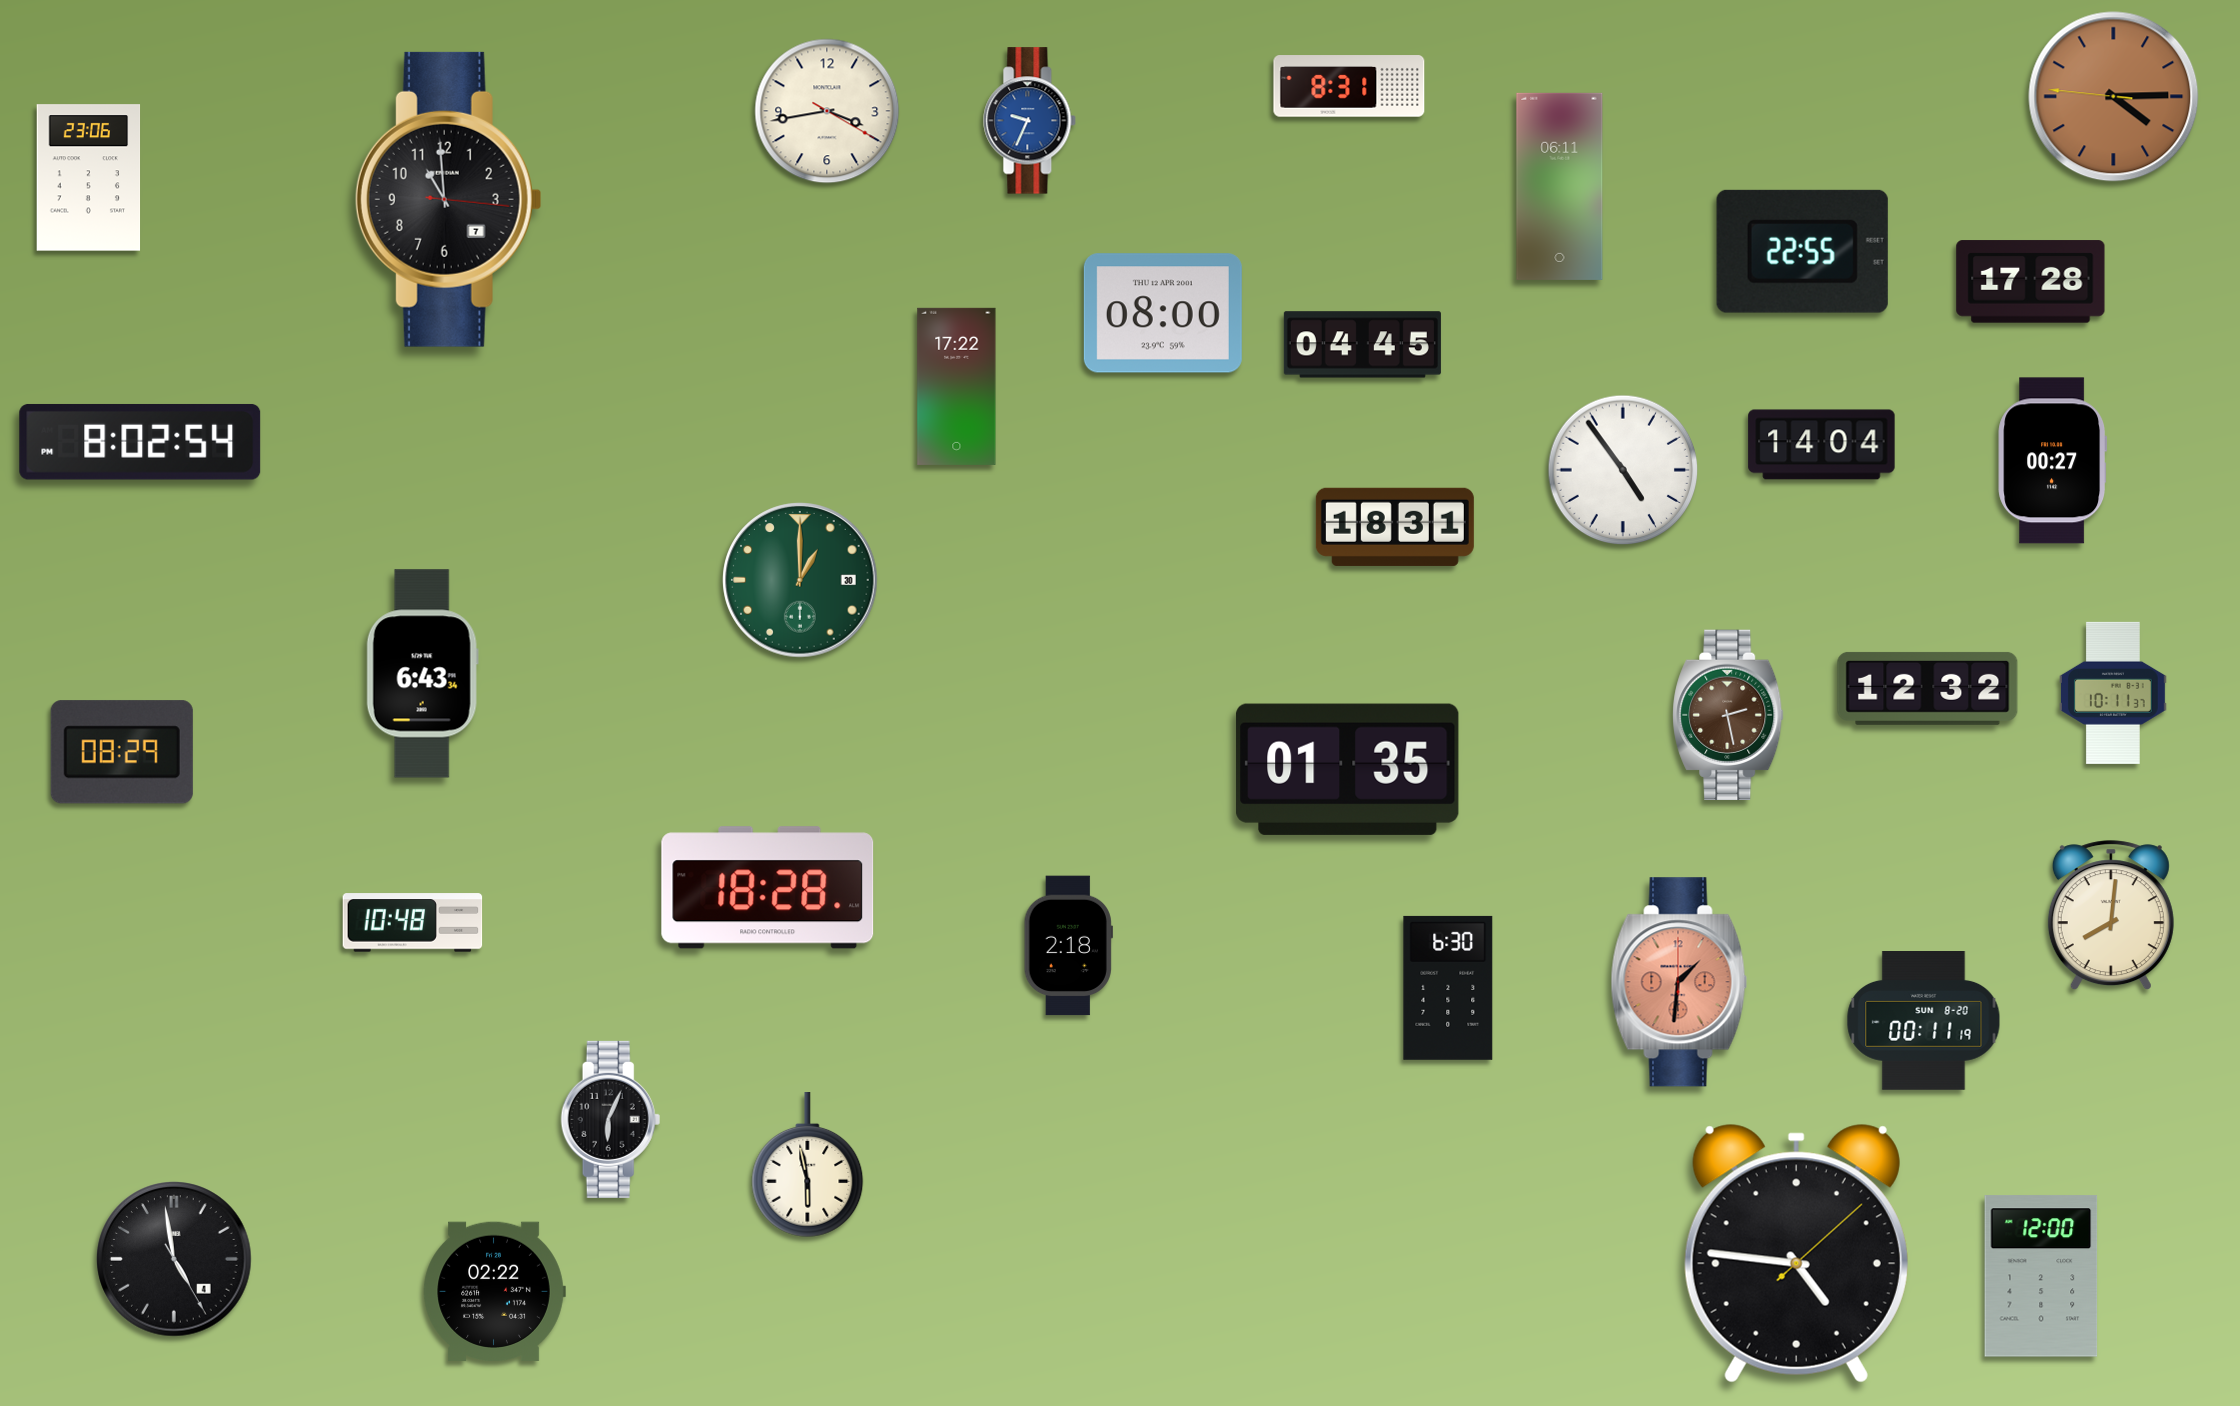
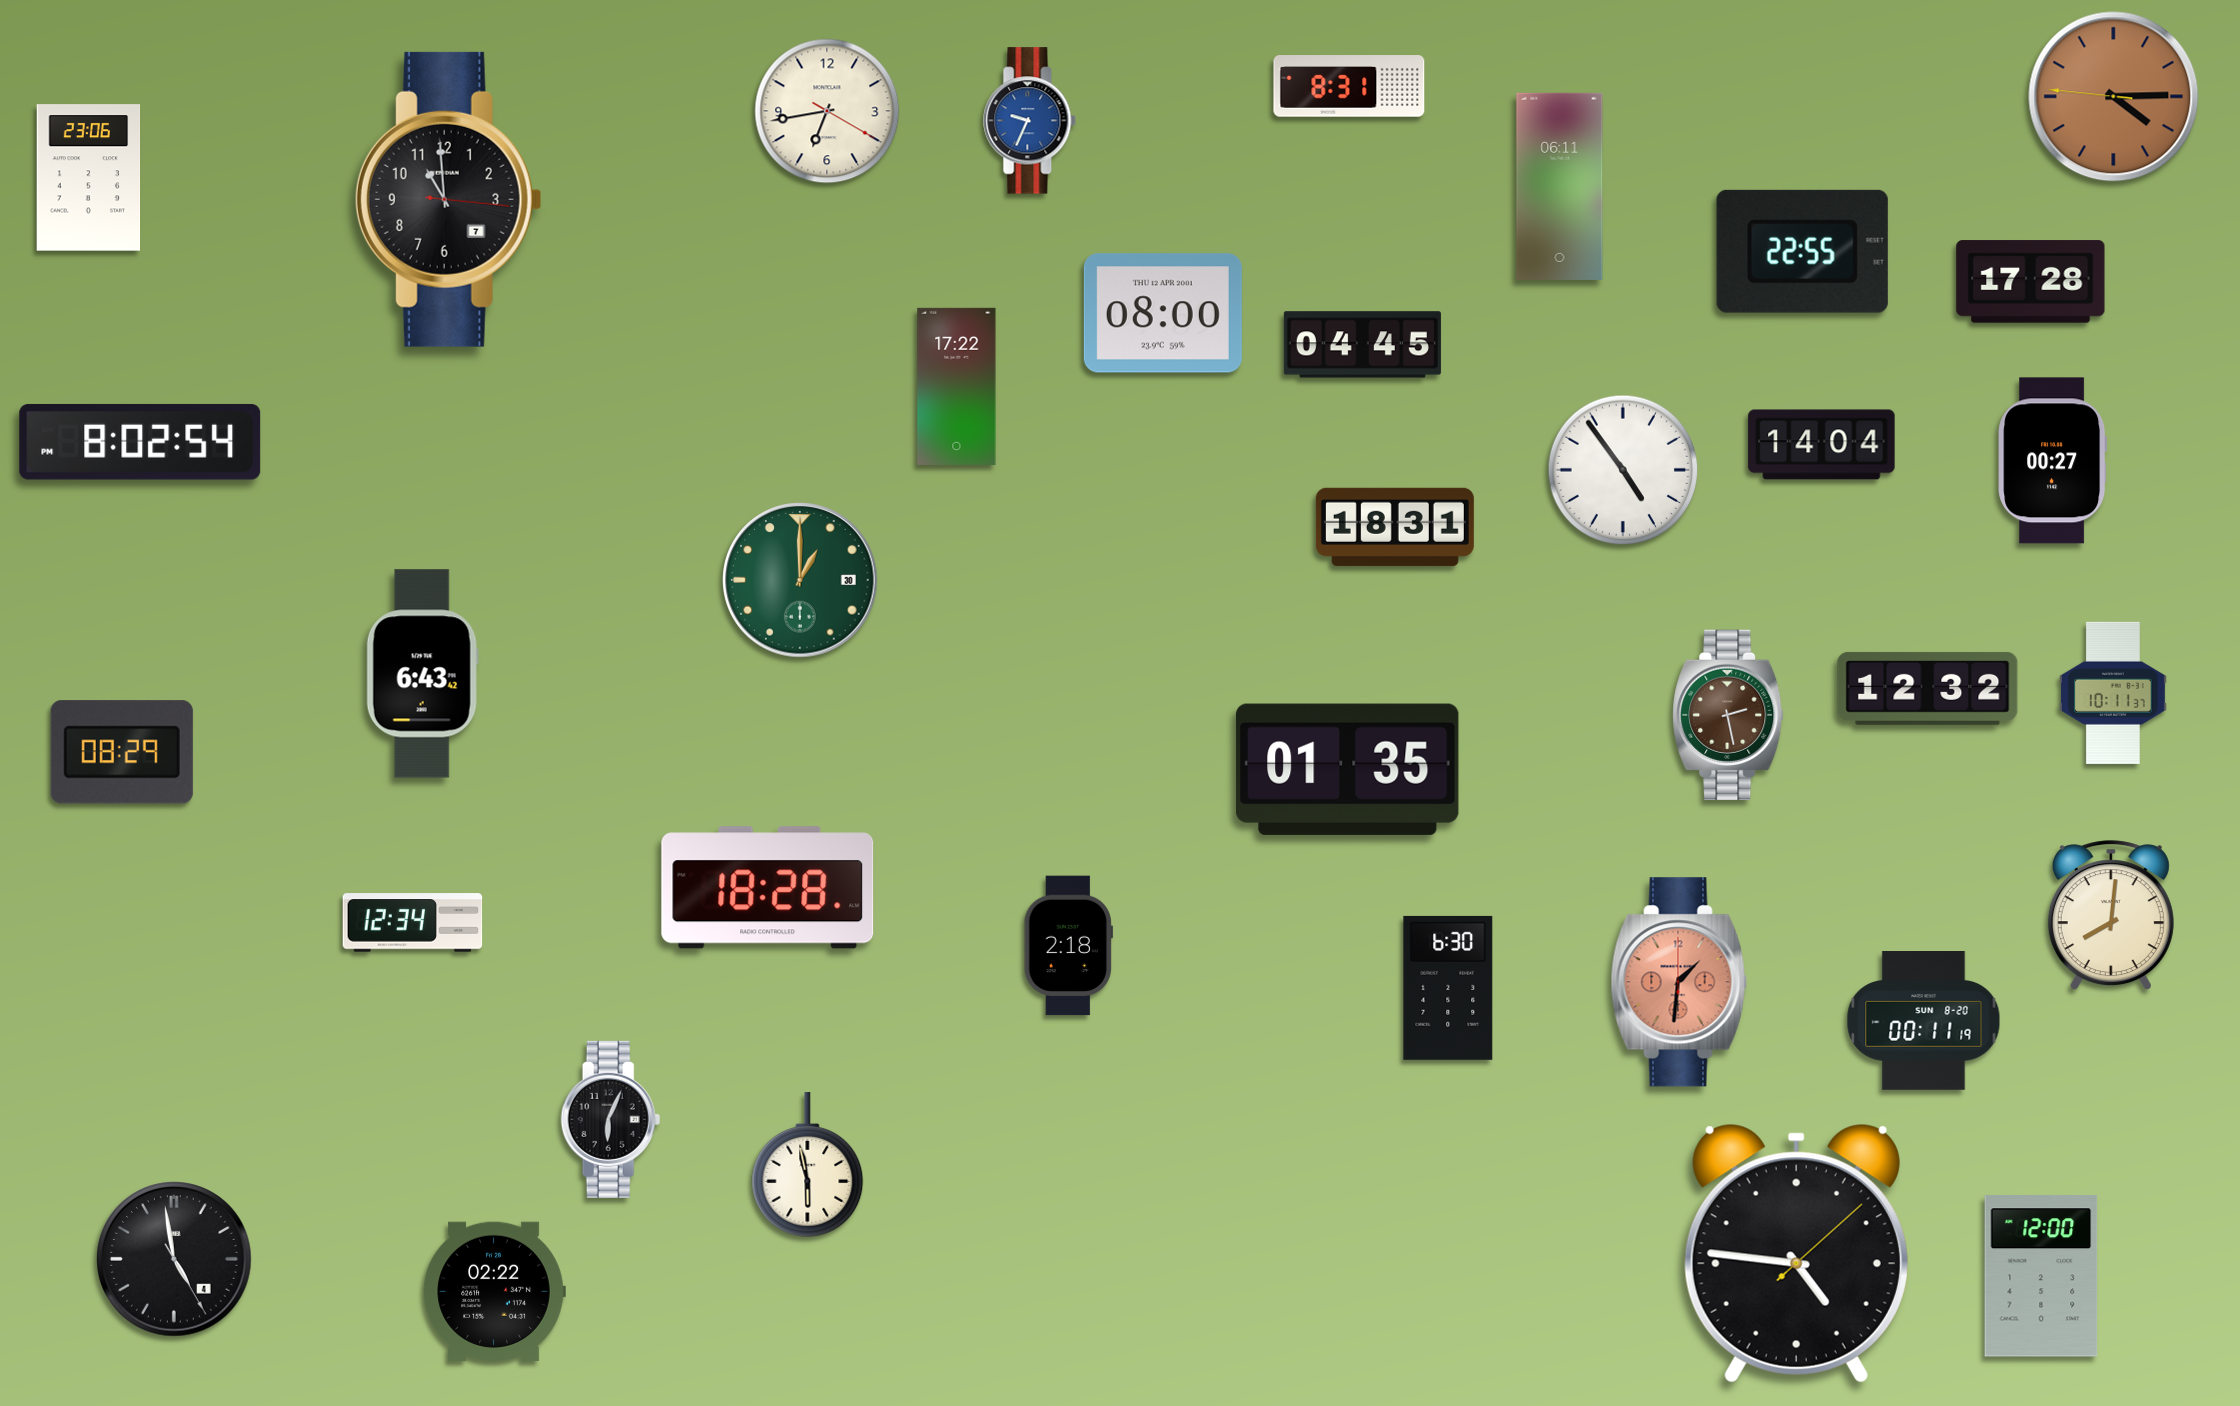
clock at (827, 111): 3:43 -> 6:43
clock at (422, 674): 6:43:34 -> 6:43:42
clock at (413, 923): 10:48 -> 12:34
